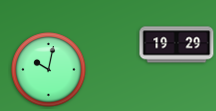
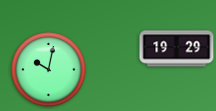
clock at (177, 45) position: (177, 45) -> (177, 49)
